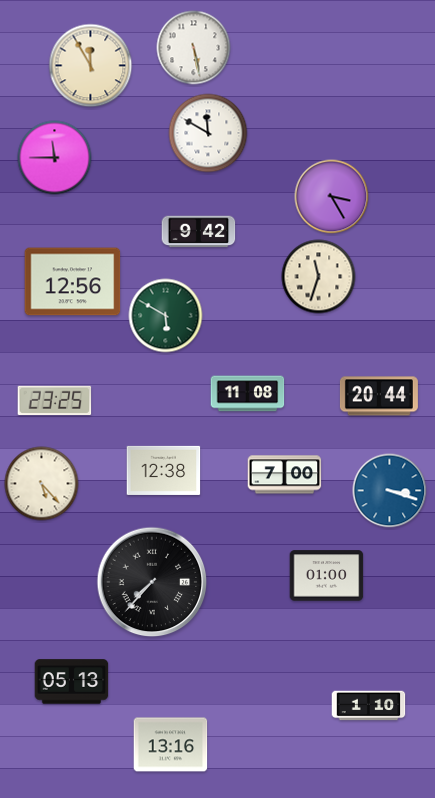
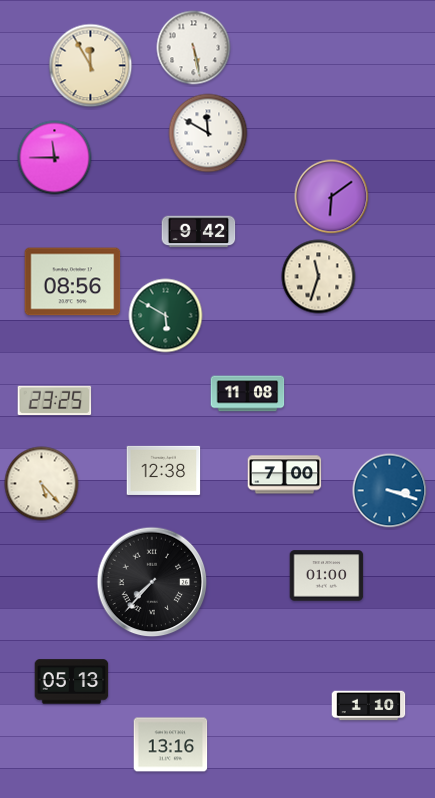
clock at (332, 197): 3:25 -> 6:09
clock at (73, 282): 12:56 -> 08:56
clock at (379, 396): 20:44 -> none
